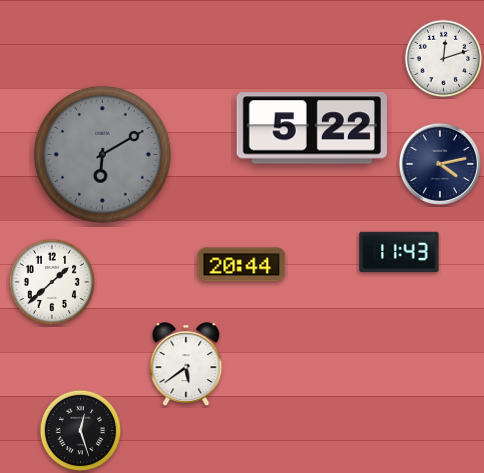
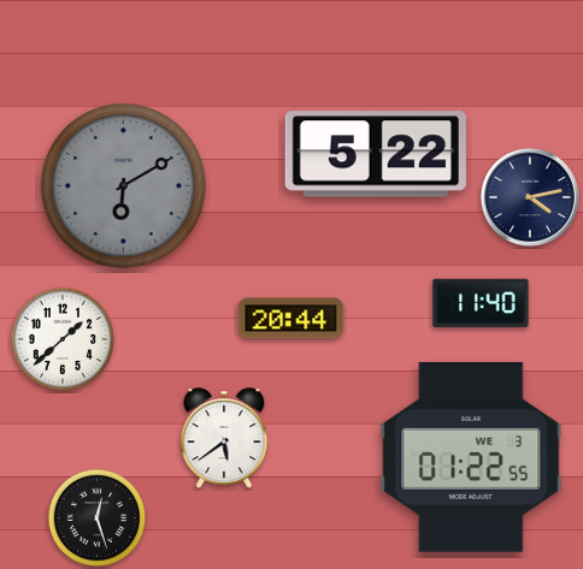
clock at (444, 59): 12:12 -> none
clock at (399, 252): 11:43 -> 11:40
clock at (471, 457): none -> 01:22
